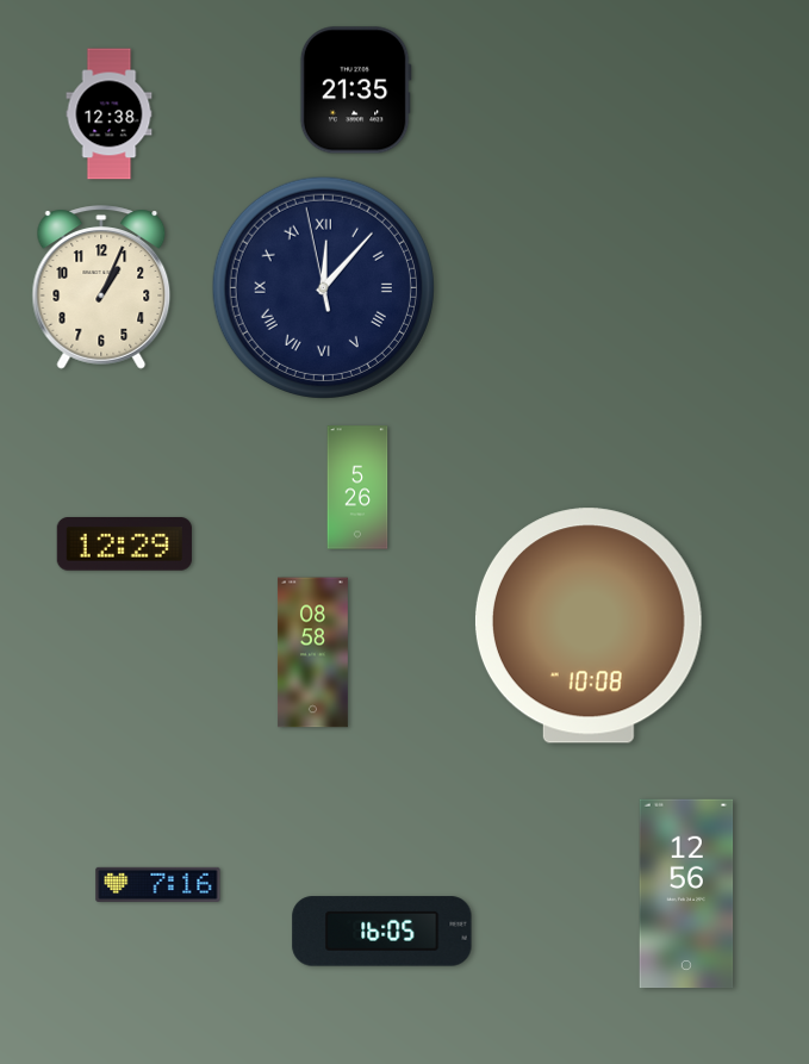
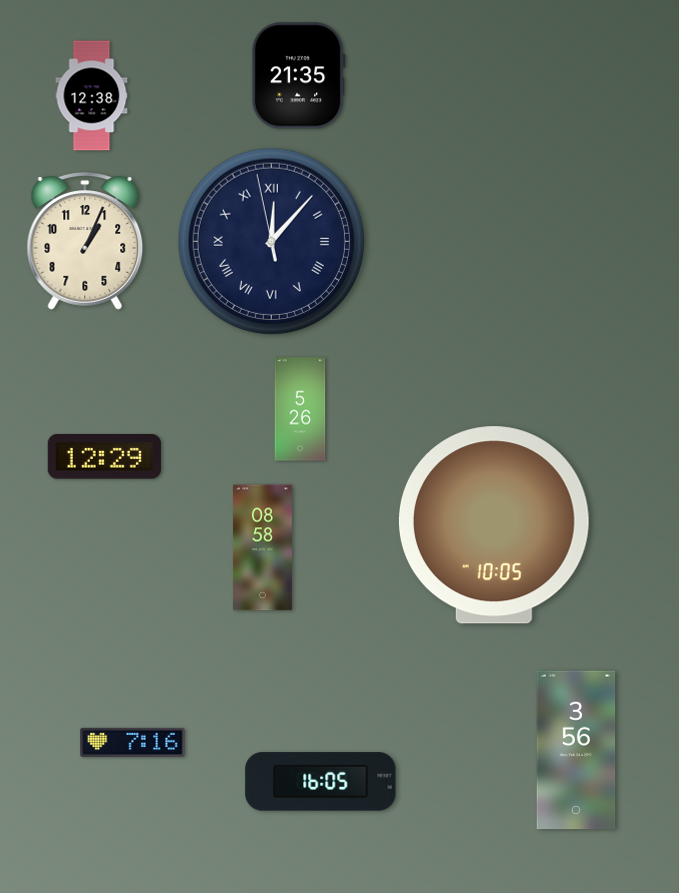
clock at (589, 626): 10:08 -> 10:05
clock at (686, 894): 12:56 -> 3:56
